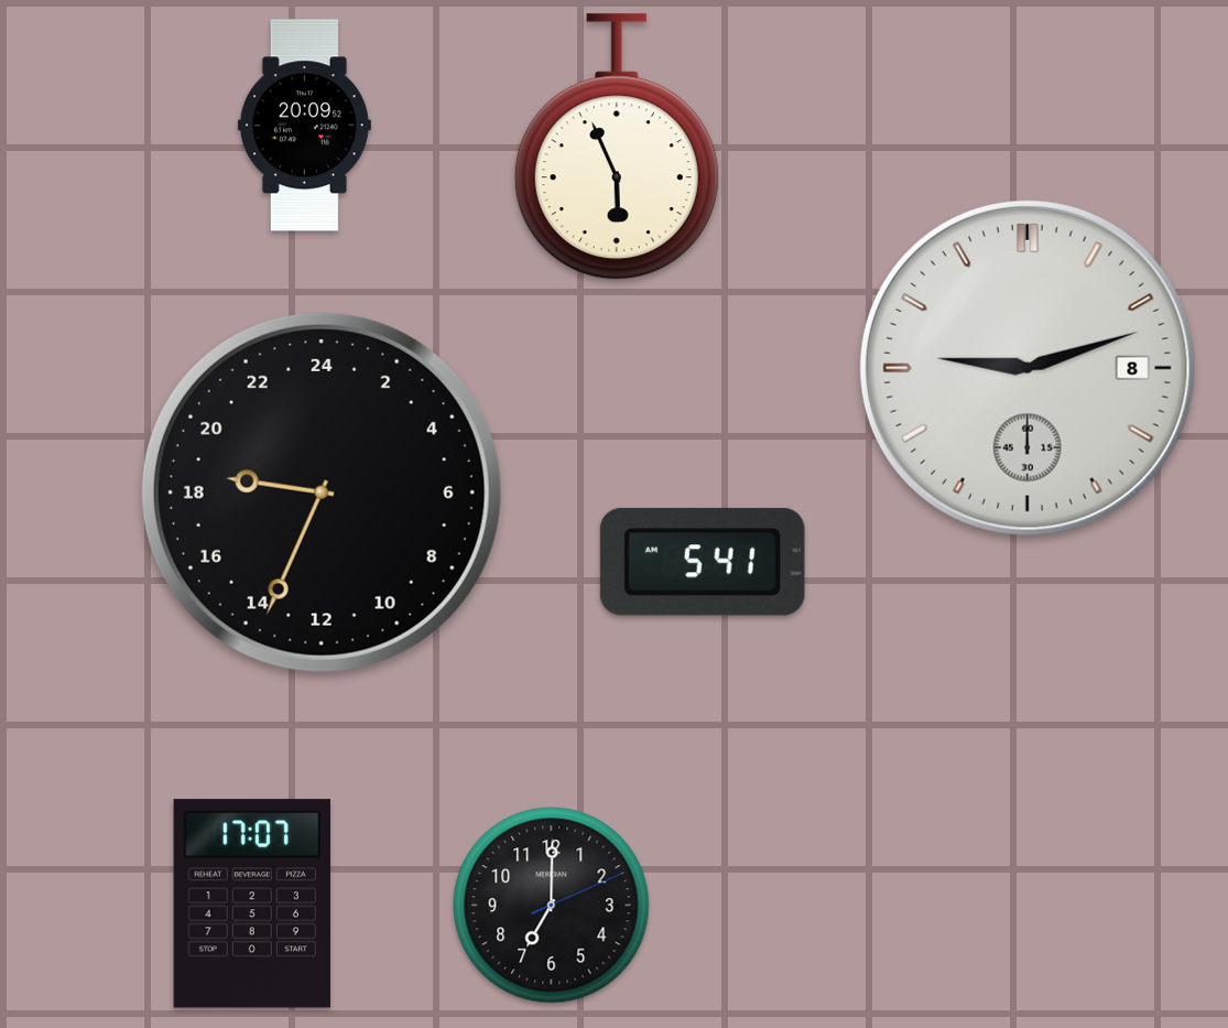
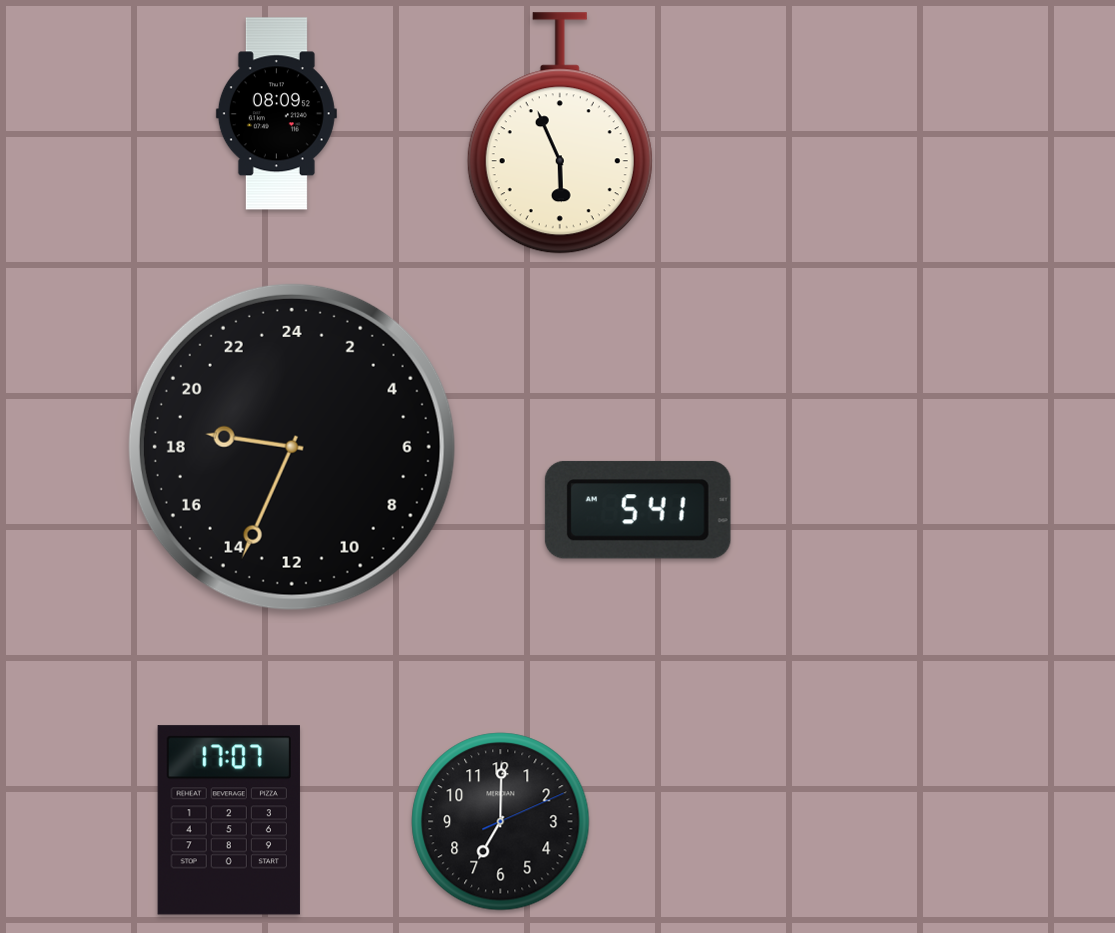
clock at (304, 126): 20:09 -> 08:09
clock at (1028, 368): 9:12 -> none
